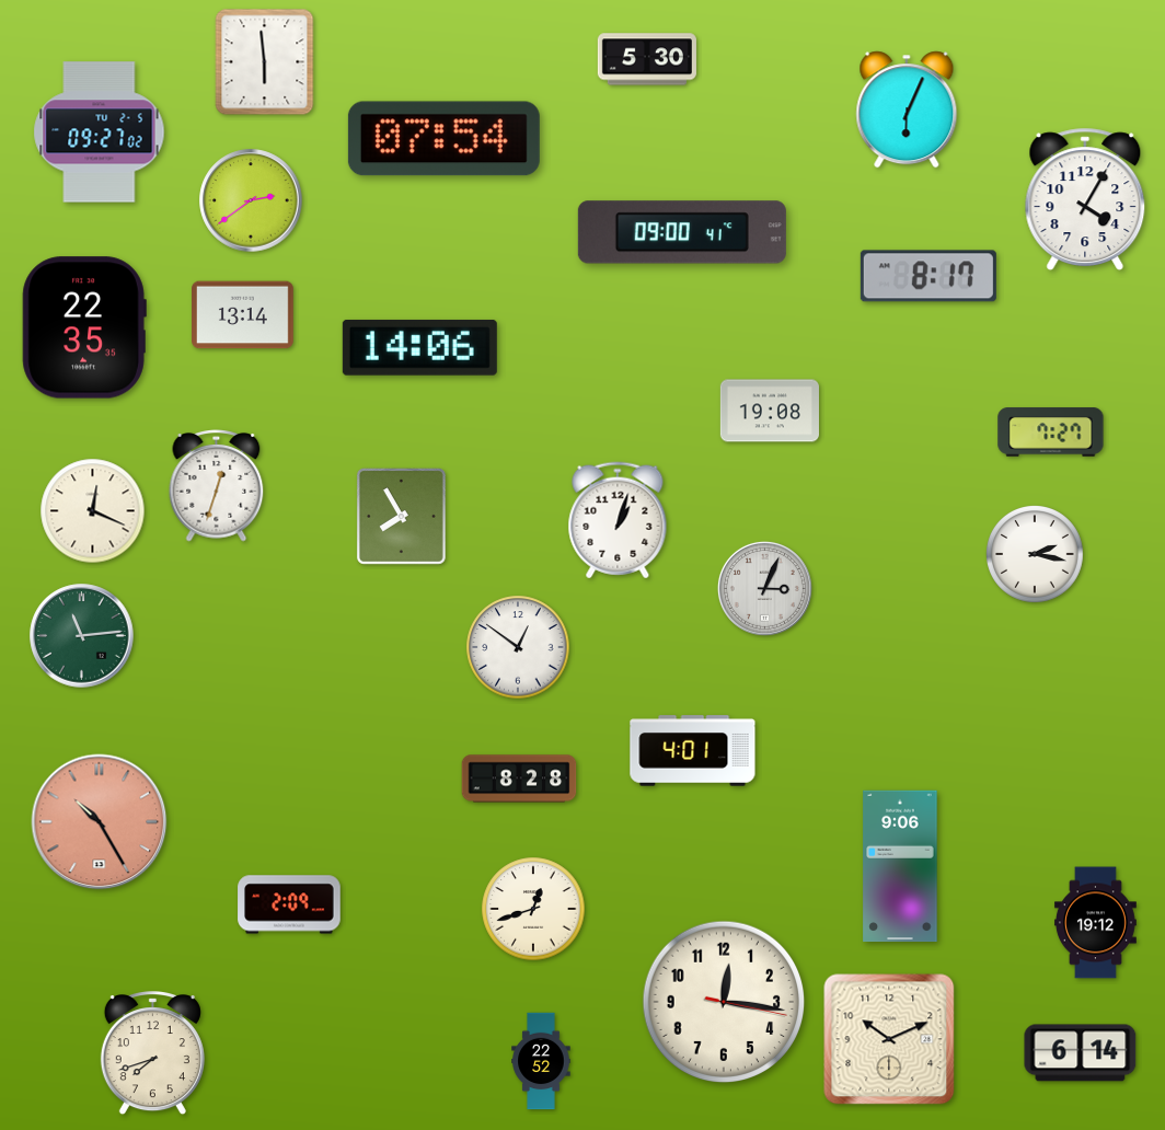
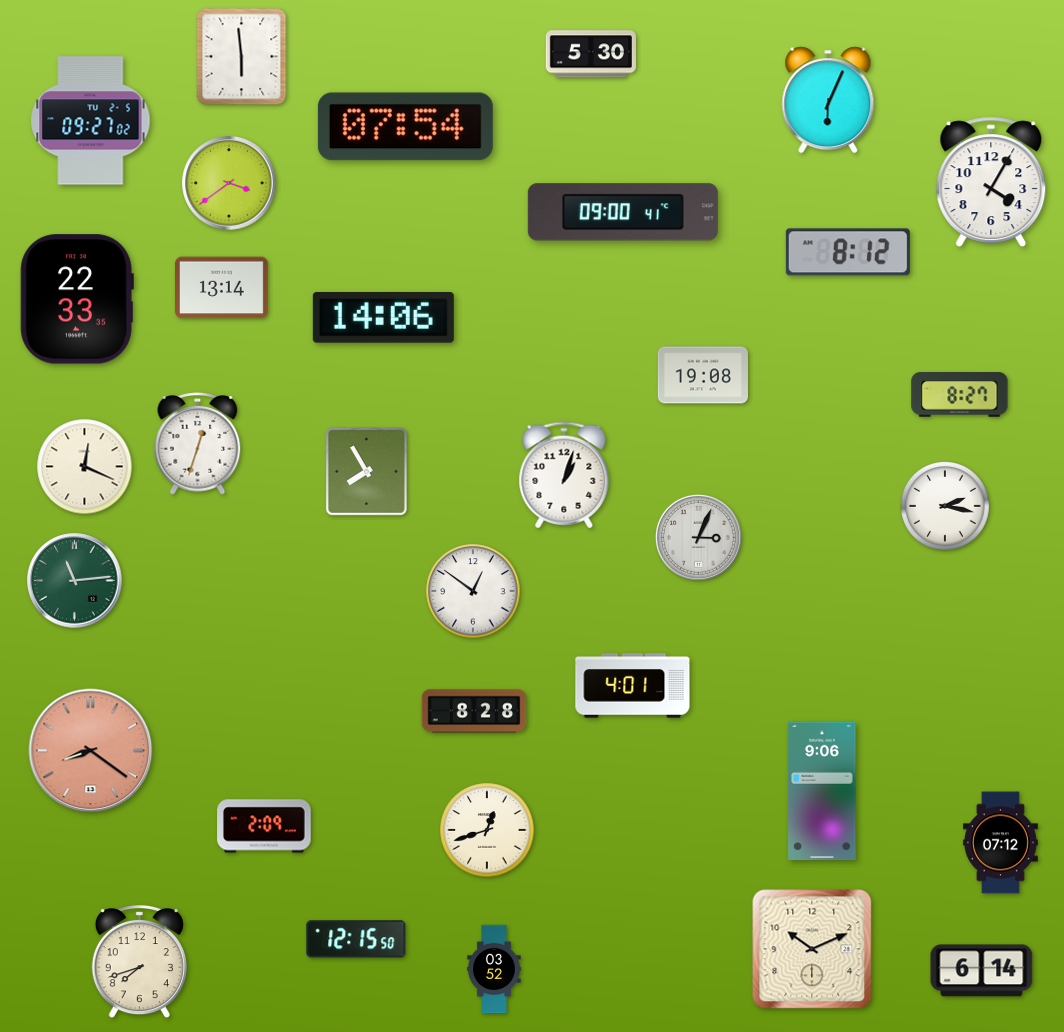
clock at (251, 200): 2:39 -> 3:39
clock at (928, 276): 8:17 -> 8:12
clock at (84, 327): 22:35 -> 22:33
clock at (1051, 433): 7:27 -> 8:27
clock at (100, 822): 10:25 -> 8:21
clock at (1095, 923): 19:12 -> 07:12
clock at (724, 1002): 12:16 -> none
clock at (356, 939): none -> 12:15
clock at (1081, 1053) position: (1081, 1053) -> (982, 971)
clock at (541, 1061): 22:52 -> 03:52
